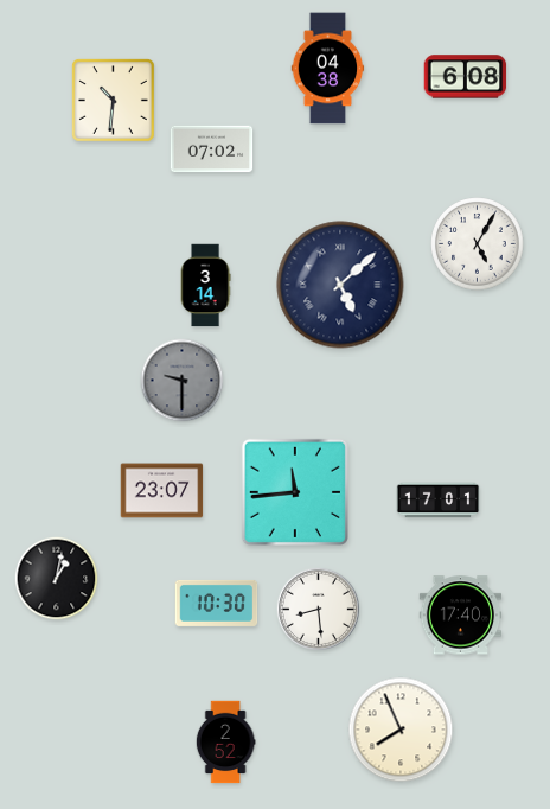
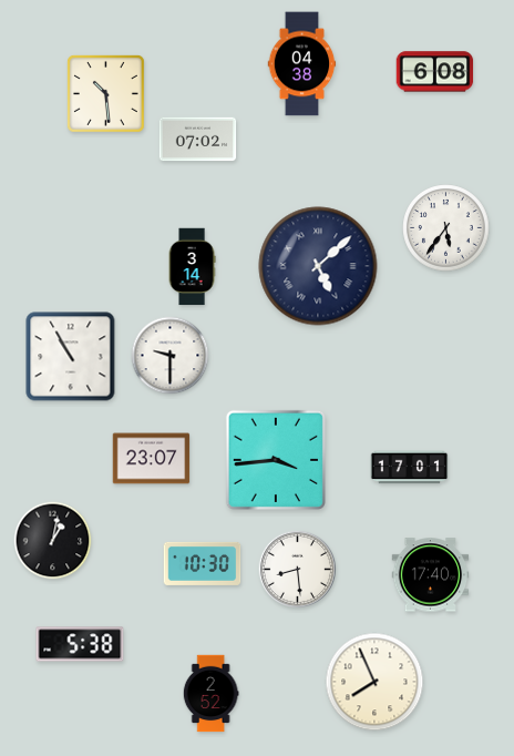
clock at (328, 69) position: (328, 69) -> (302, 64)
clock at (113, 100): 10:31 -> 10:29
clock at (478, 244): 5:05 -> 5:36
clock at (183, 381) dial: grey -> white
clock at (71, 357): none -> 10:55
clock at (295, 492): 11:44 -> 3:44
clock at (80, 644): none -> 5:38
